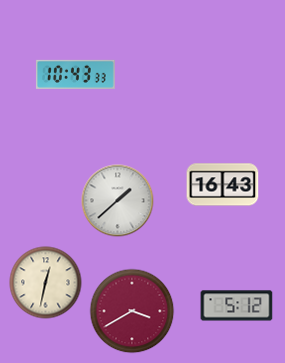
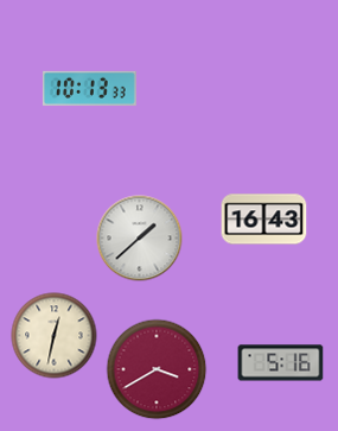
clock at (75, 74): 10:43 -> 10:13
clock at (237, 306): 5:12 -> 5:16
